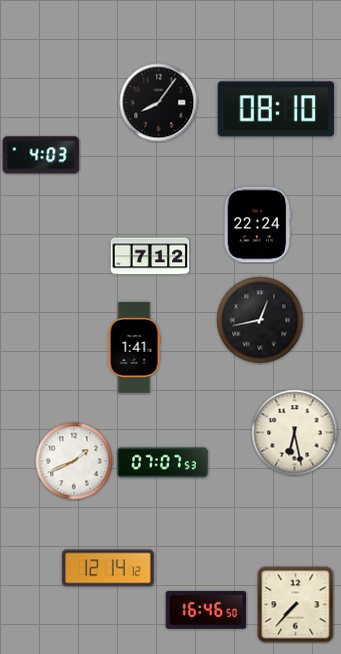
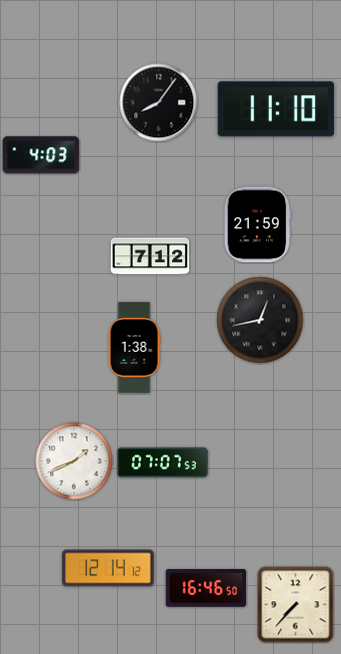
clock at (276, 109): 08:10 -> 11:10
clock at (257, 225): 22:24 -> 21:59
clock at (134, 348): 1:41 -> 1:38
clock at (295, 433): 6:28 -> none
clock at (206, 610) position: (206, 610) -> (206, 588)
